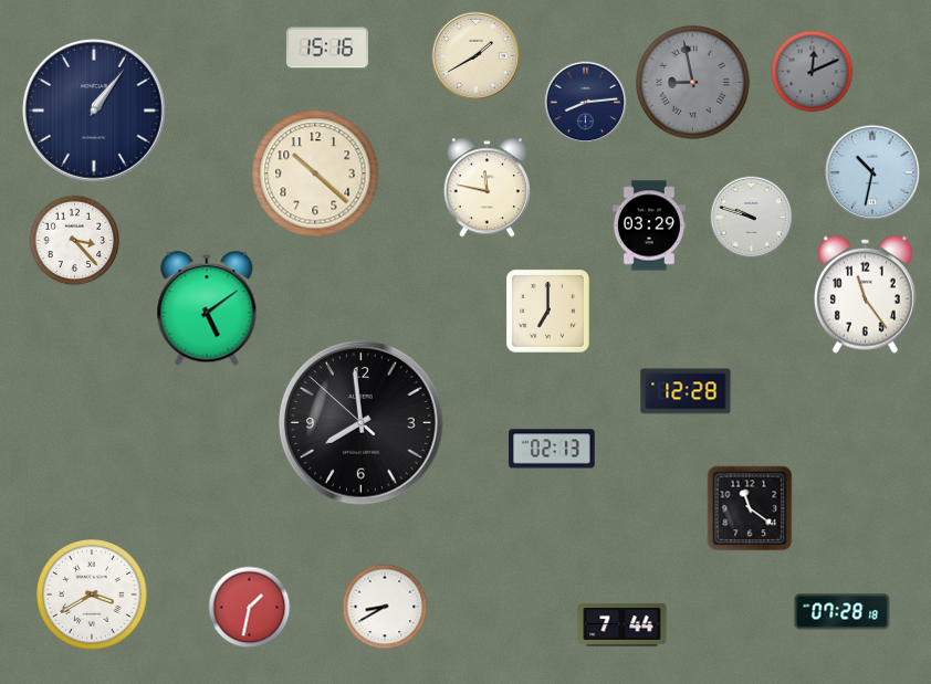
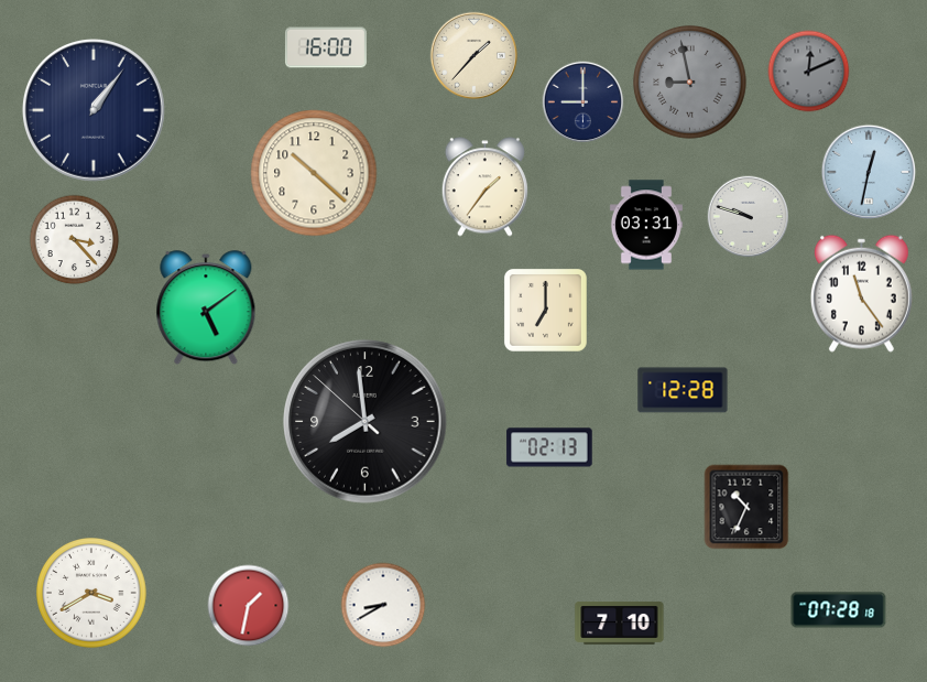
clock at (327, 48): 15:16 -> 16:00
clock at (477, 56): 1:40 -> 1:37
clock at (586, 103): 8:14 -> 9:00
clock at (872, 172): 10:32 -> 12:32
clock at (487, 188): 11:47 -> 1:36
clock at (649, 225): 03:29 -> 03:31
clock at (362, 423) position: (362, 423) -> (366, 422)
clock at (750, 508): 11:21 -> 10:34
clock at (623, 624): 7:44 -> 7:10
